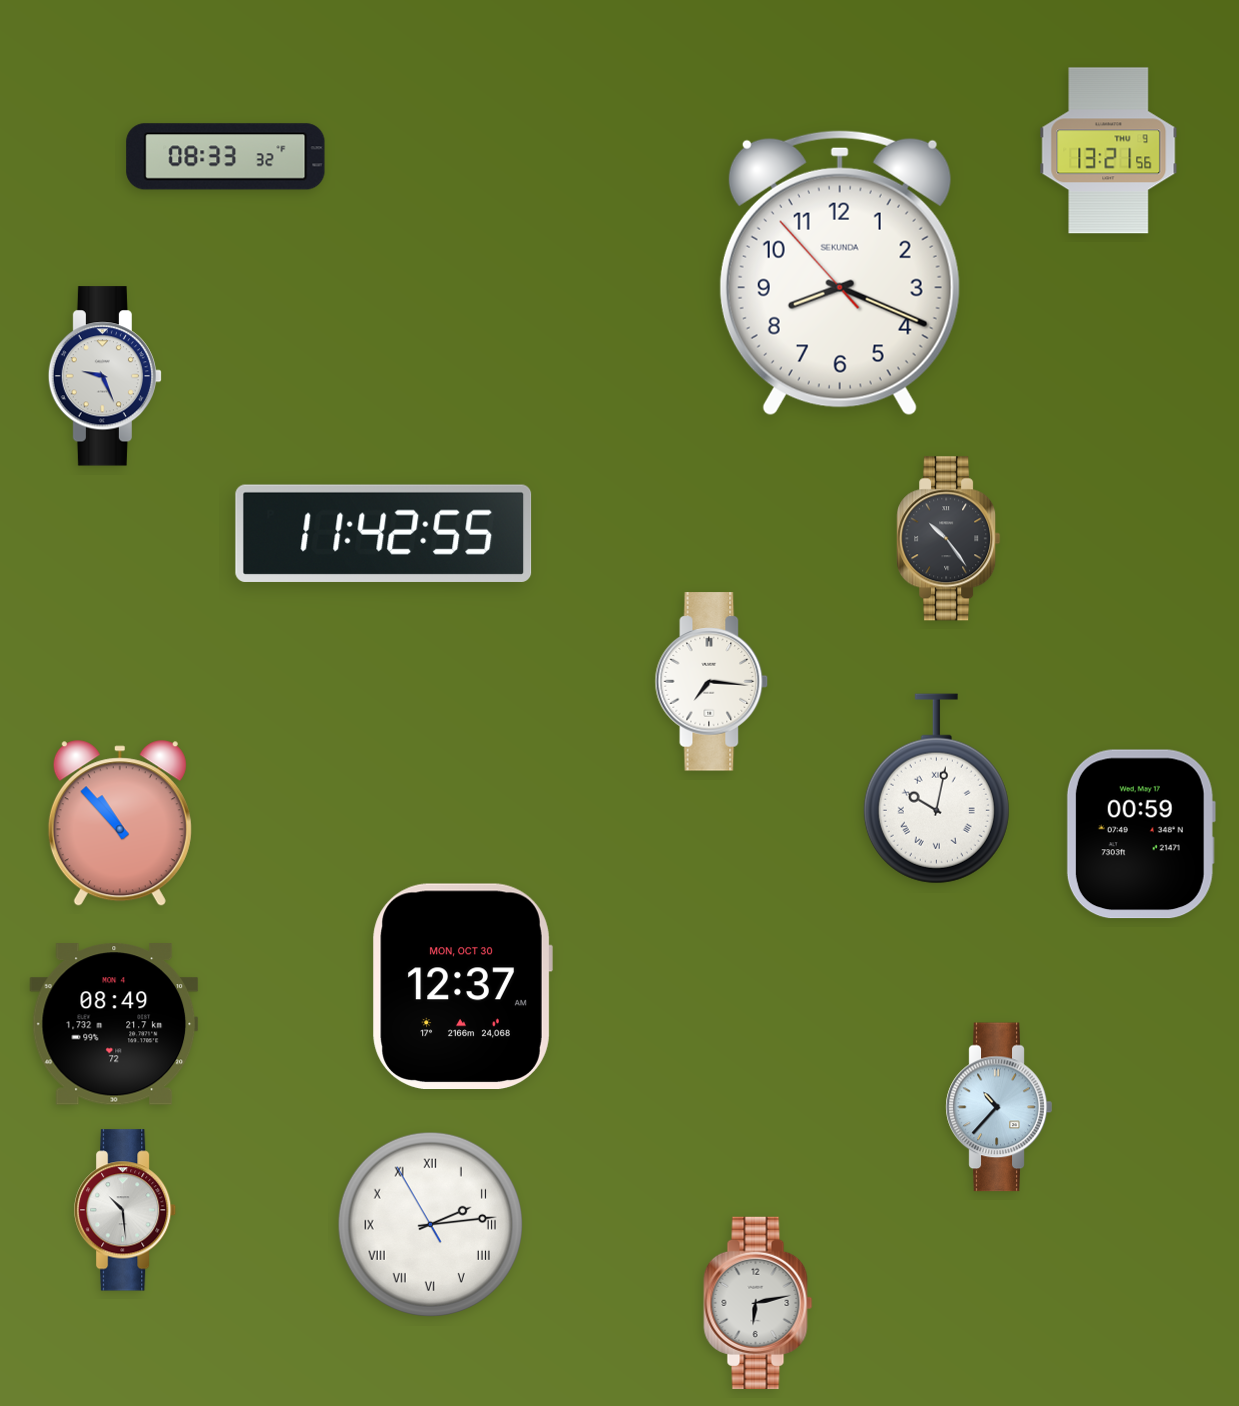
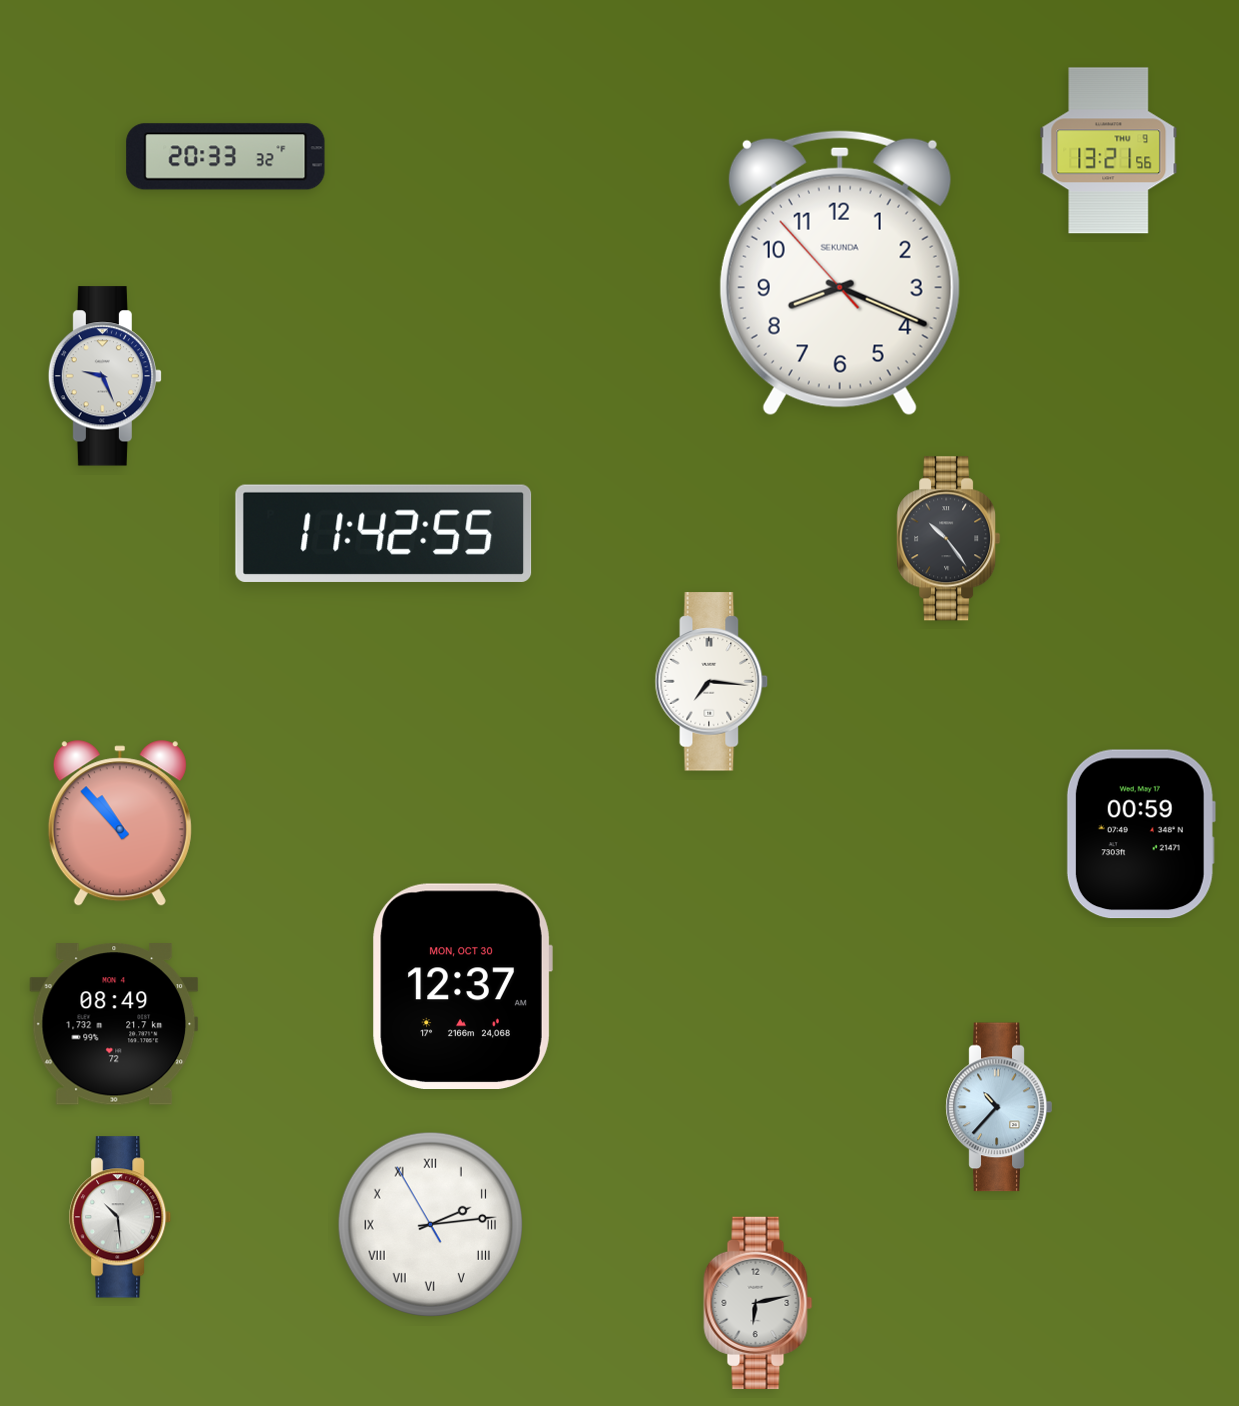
clock at (226, 157): 08:33 -> 20:33
clock at (936, 789): 10:02 -> none
clock at (126, 1210) position: (126, 1210) -> (121, 1217)
